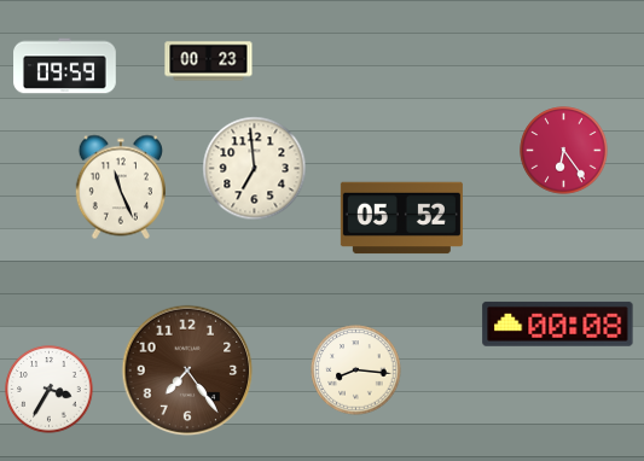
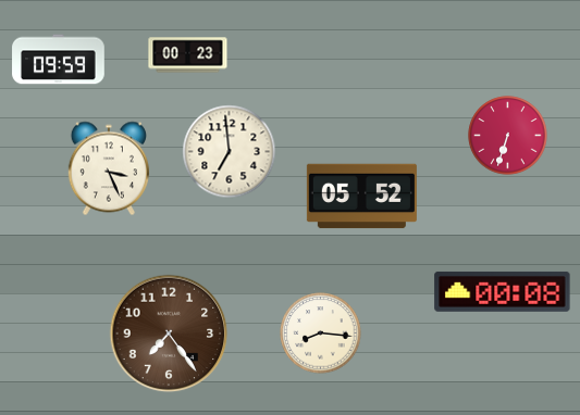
clock at (564, 151): 6:24 -> 6:33
clock at (121, 187): 11:26 -> 3:26
clock at (50, 390): 3:35 -> none
